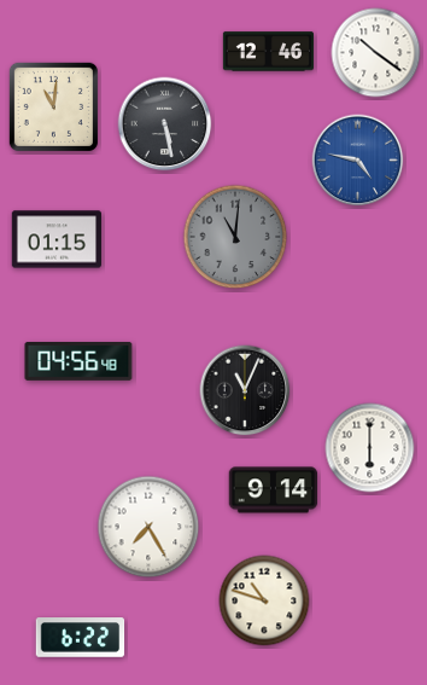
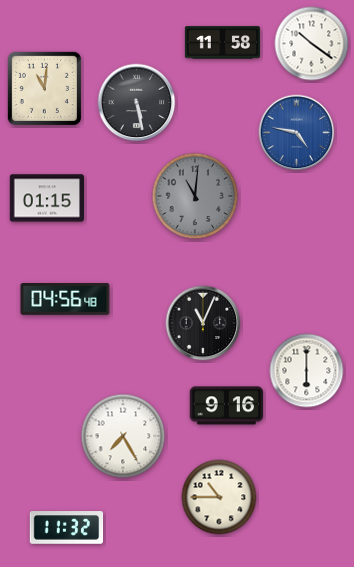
clock at (268, 52): 12:46 -> 11:58
clock at (274, 490): 9:14 -> 9:16
clock at (264, 600): 10:48 -> 10:45
clock at (81, 638): 6:22 -> 11:32
